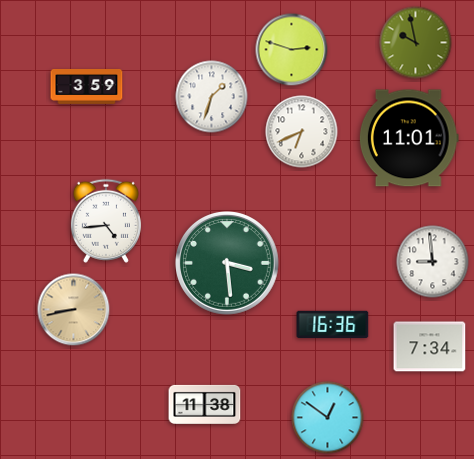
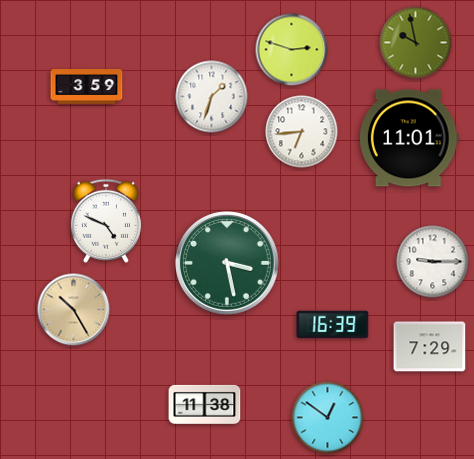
clock at (302, 132): 6:41 -> 6:44
clock at (106, 221): 4:44 -> 4:49
clock at (433, 262): 8:59 -> 9:15
clock at (228, 264): 3:29 -> 3:28
clock at (74, 310): 8:43 -> 10:25
clock at (333, 325): 16:36 -> 16:39
clock at (430, 347): 7:34 -> 7:29
